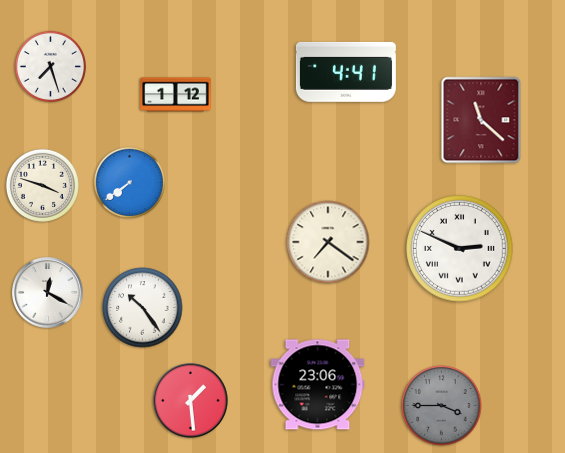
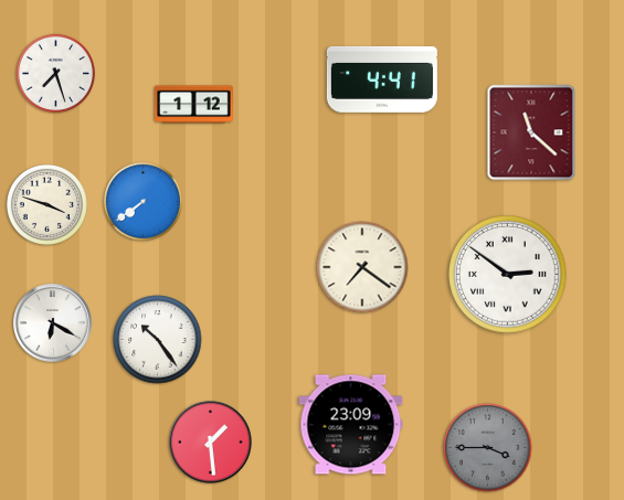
clock at (460, 249): 2:49 -> 2:51
clock at (48, 293): 12:20 -> 6:20
clock at (318, 385): 23:06 -> 23:09
